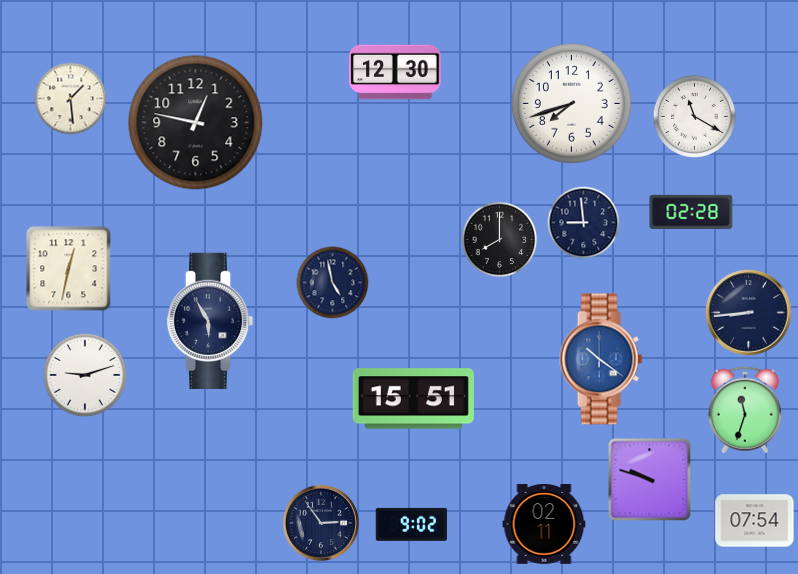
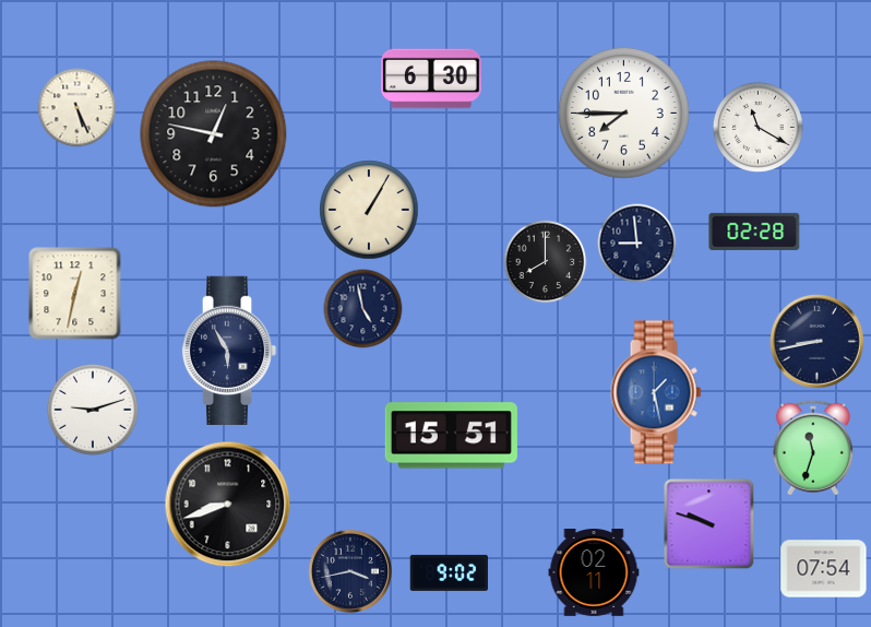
clock at (395, 72): 12:30 -> 6:30
clock at (71, 99): 1:29 -> 5:26
clock at (572, 104): 7:42 -> 7:45
clock at (369, 210): none -> 1:05
clock at (749, 313): 8:44 -> 8:43
clock at (601, 359): 10:21 -> 1:28
clock at (228, 505): none -> 8:42
clock at (321, 523): 2:54 -> 3:43
